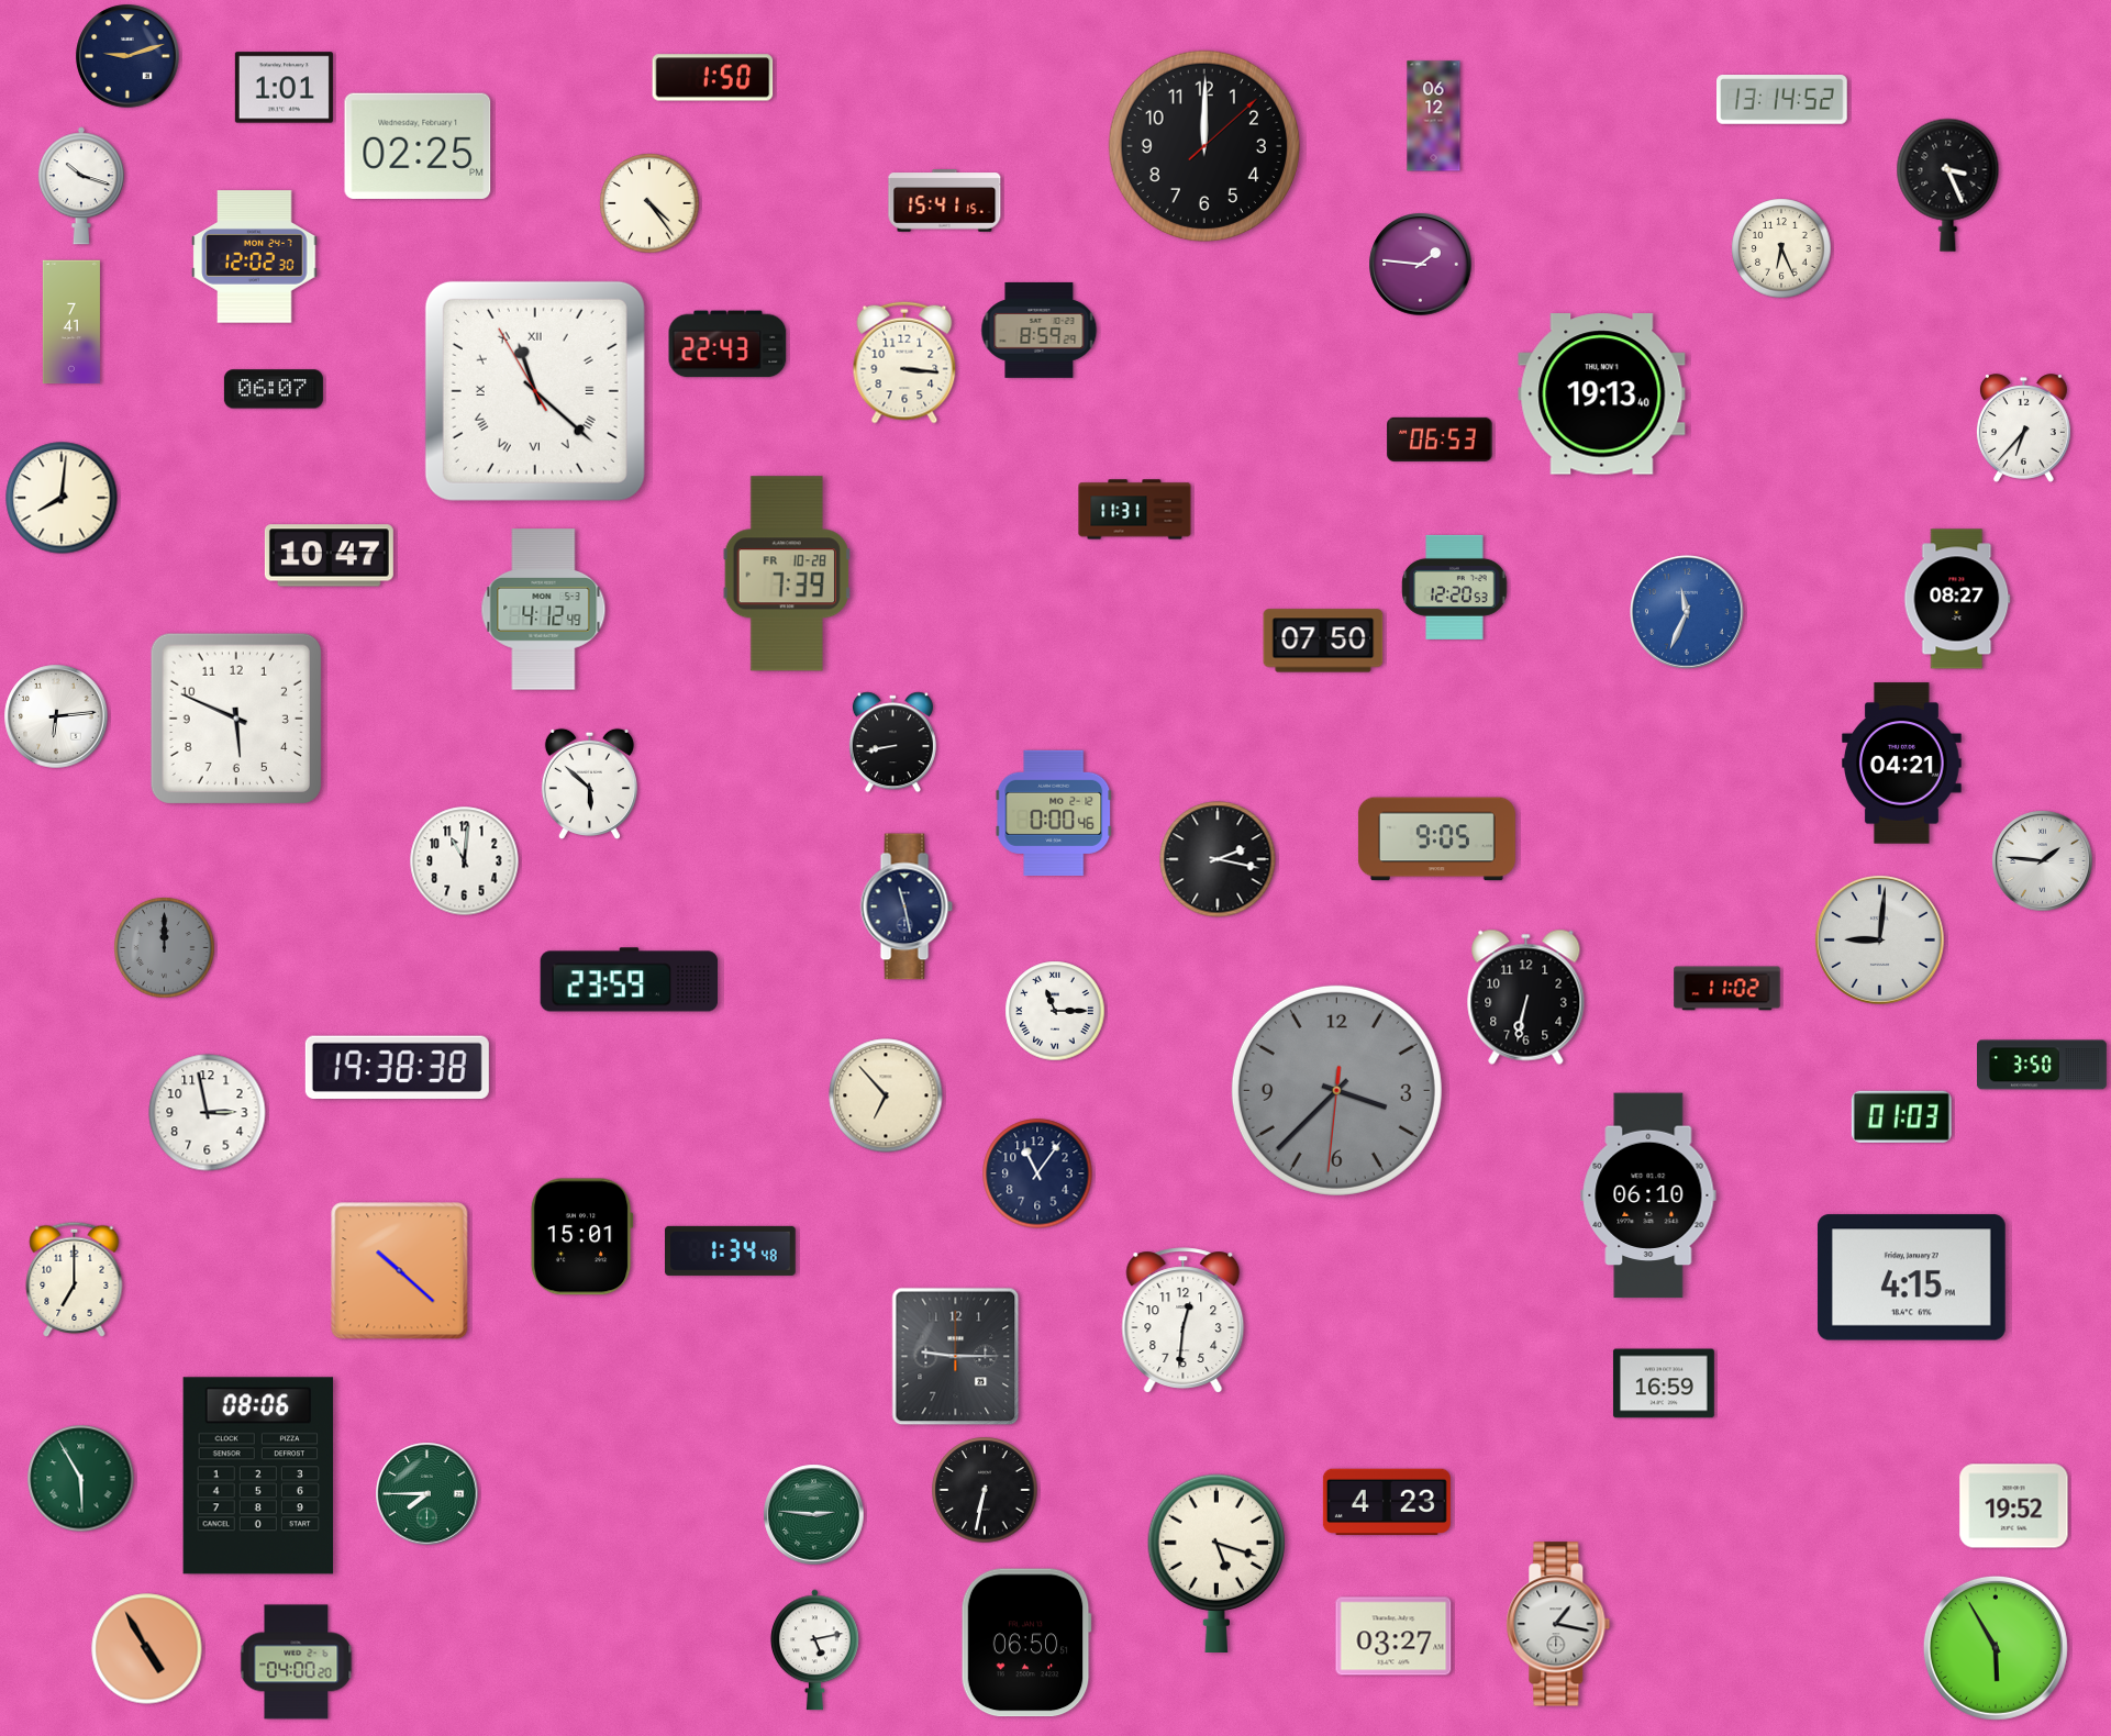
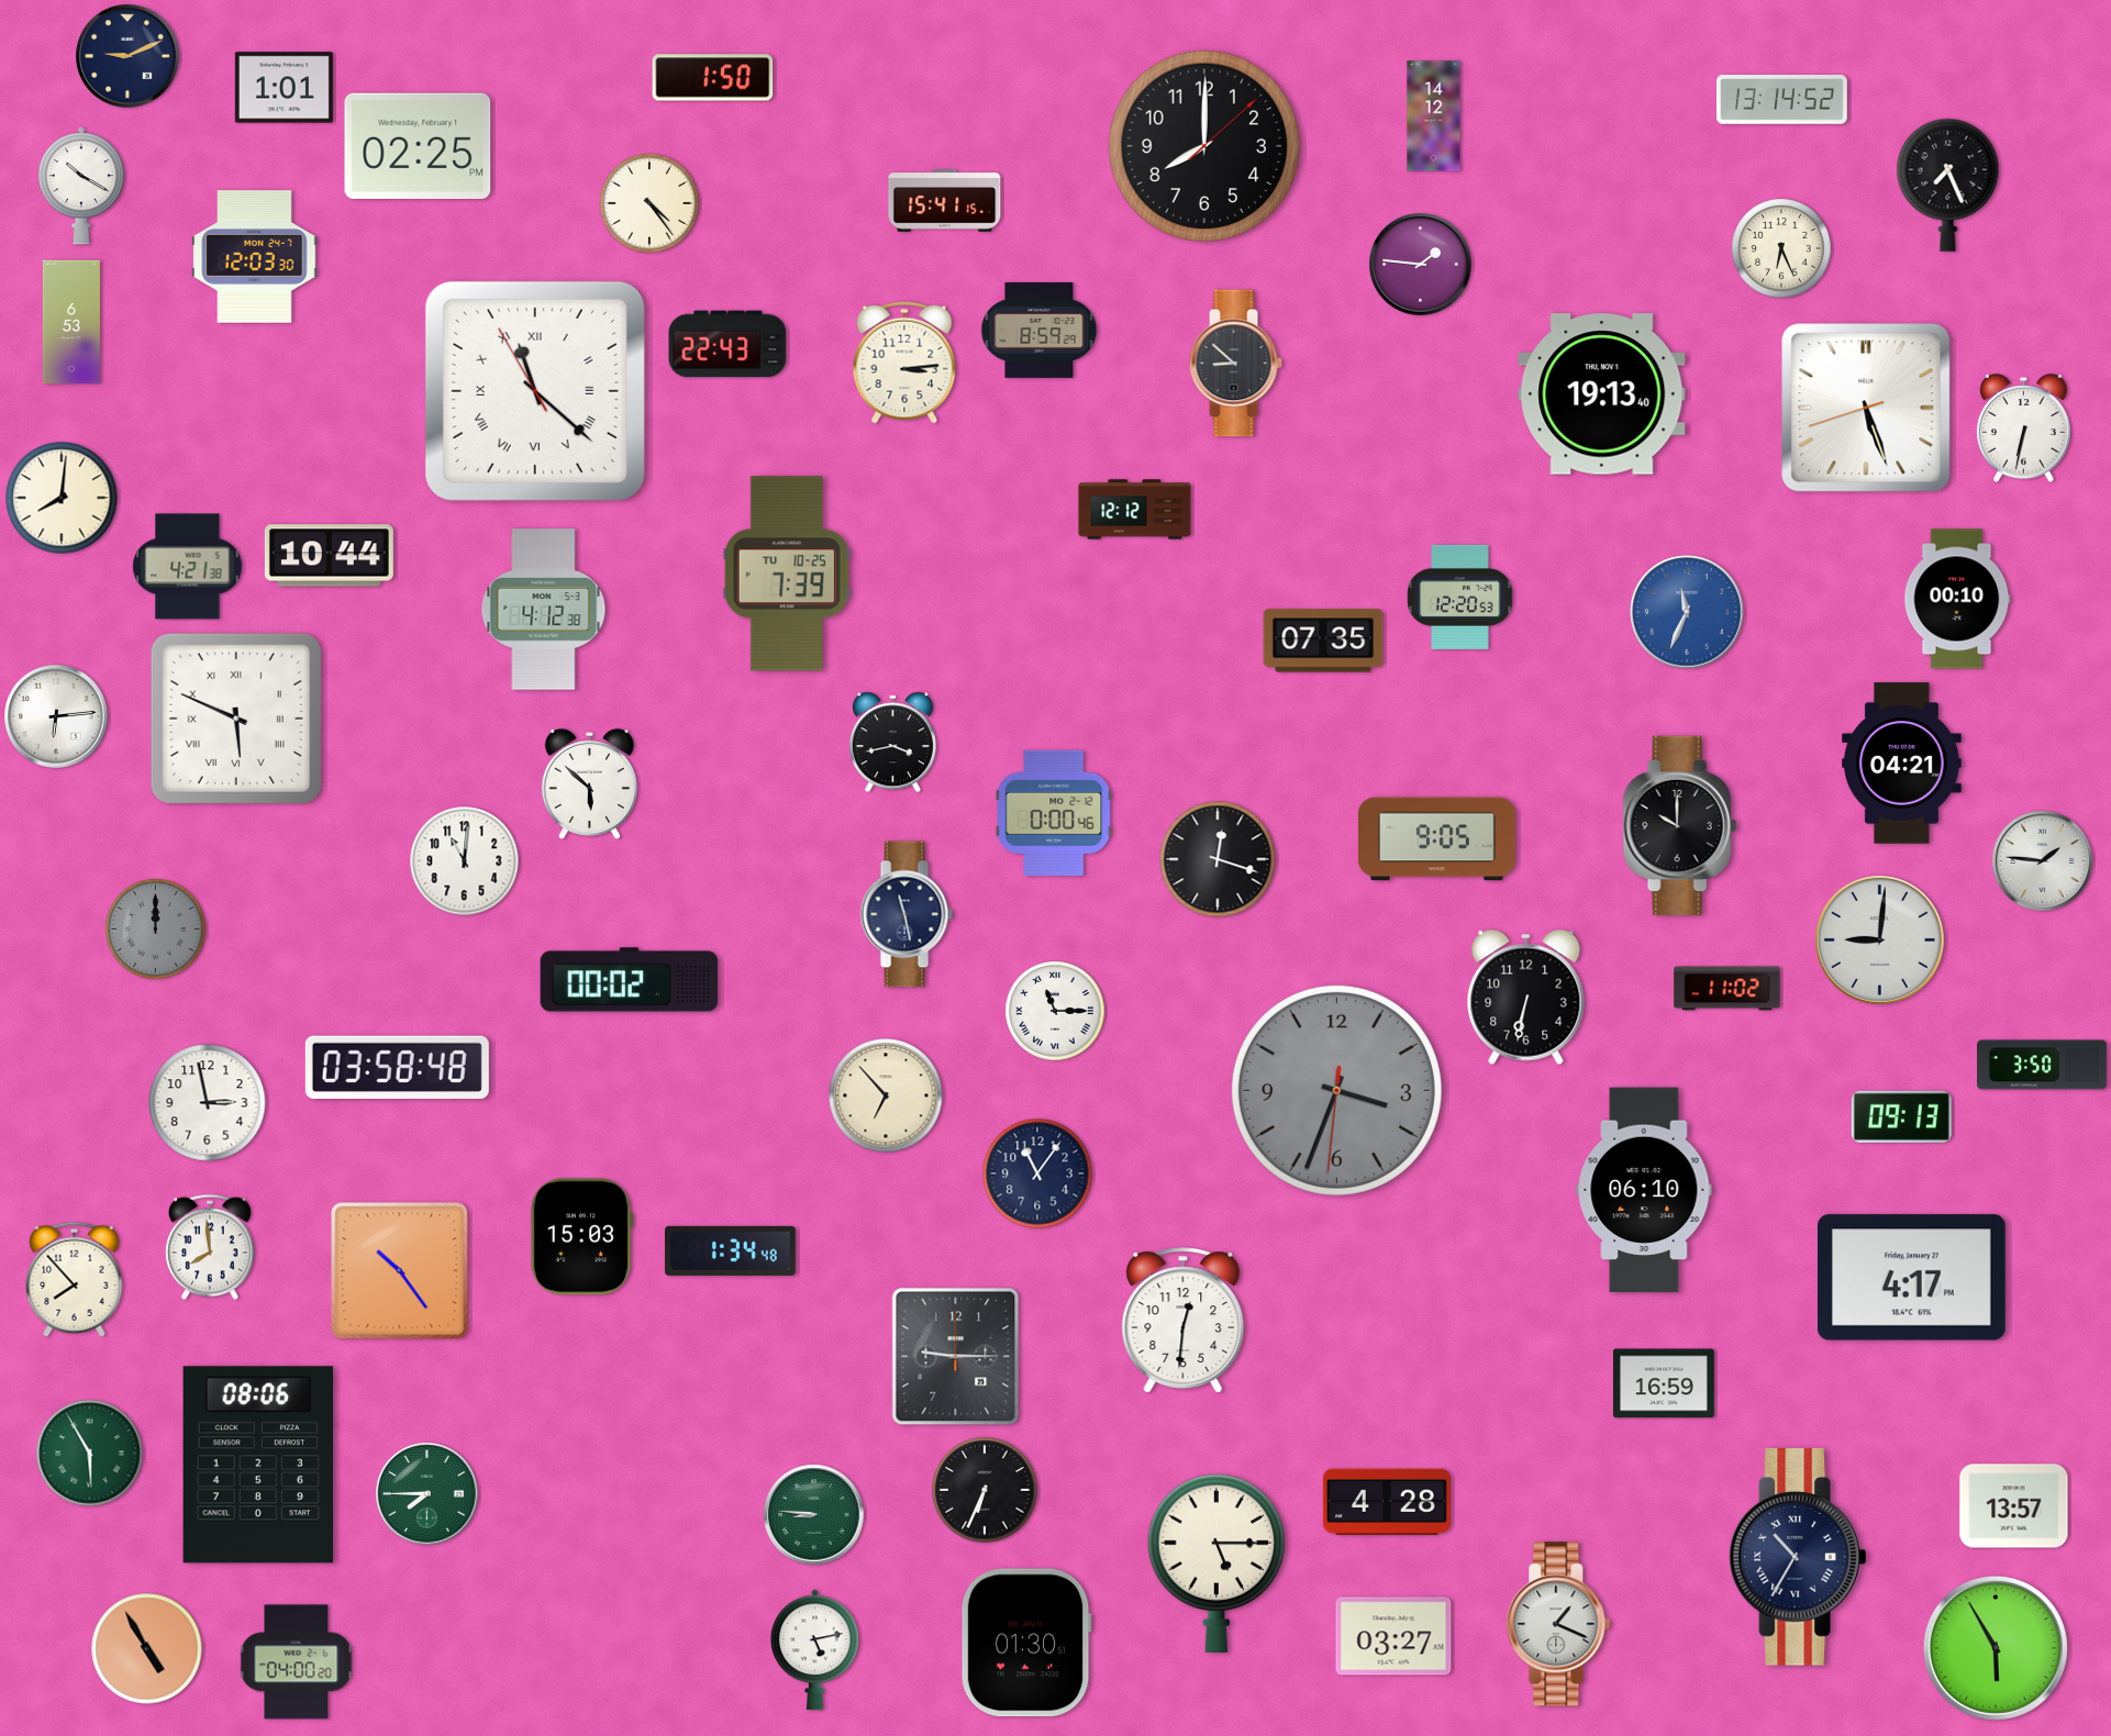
clock at (127, 56): 9:12 -> 9:11
clock at (1434, 116): 06:12 -> 14:12
clock at (1204, 146): 12:00 -> 8:00
clock at (1948, 185): 3:26 -> 7:26
clock at (81, 186): 10:18 -> 10:20
clock at (255, 257): 12:02 -> 12:03
clock at (71, 322): 7:41 -> 6:53
clock at (904, 363): 3:16 -> 3:14
clock at (1235, 364): none -> 8:52
clock at (274, 389): 06:07 -> none
clock at (1866, 408): none -> 5:26
clock at (2023, 429): 6:37 -> 6:32
clock at (1440, 439): 06:53 -> none
clock at (1135, 510): 11:31 -> 12:12
clock at (329, 556): 10:47 -> 10:44
clock at (188, 567): none -> 4:21
clock at (787, 574) date: FR 10-28 -> TU 10-25
clock at (1455, 587) position: (1455, 587) -> (1460, 597)
clock at (1957, 599): 08:27 -> 00:10
clock at (544, 610): 4:12:49 -> 4:12:38
clock at (1323, 641): 07:50 -> 07:35
clock at (236, 719) numerals: Arabic -> Roman
clock at (892, 743): 8:43 -> 3:43
clock at (1679, 825): none -> 10:00
clock at (1218, 859): 2:17 -> 12:18
clock at (907, 906) position: (907, 906) -> (907, 914)
clock at (165, 948) position: (165, 948) -> (156, 930)
clock at (630, 980): 23:59 -> 00:02
clock at (397, 1068): 19:38 -> 03:58
clock at (1336, 1090): 3:37 -> 3:33
clock at (208, 1113) position: (208, 1113) -> (208, 1103)
clock at (1901, 1116): 01:03 -> 09:13
clock at (1648, 1195) position: (1648, 1195) -> (1644, 1190)
clock at (581, 1237): 15:01 -> 15:03
clock at (210, 1247): none -> 7:59
clock at (400, 1271): 10:22 -> 10:24
clock at (1911, 1278): 4:15 -> 4:17
clock at (75, 1279): 7:00 -> 7:53
clock at (258, 1476) position: (258, 1476) -> (258, 1465)
clock at (81, 1479) position: (81, 1479) -> (90, 1454)
clock at (985, 1490): 6:32 -> 6:34
clock at (1387, 1502): 4:23 -> 4:28
clock at (2014, 1506): 19:52 -> 13:57
clock at (814, 1515): 2:46 -> 8:46
clock at (1798, 1558): none -> 10:35
clock at (1215, 1562): 5:18 -> 5:15
clock at (1558, 1624): 1:17 -> 1:19
clock at (1026, 1643): 06:50 -> 01:30
